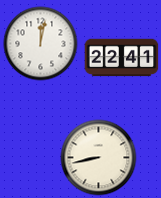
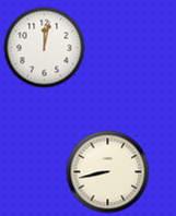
clock at (122, 58): 22:41 -> none
